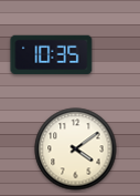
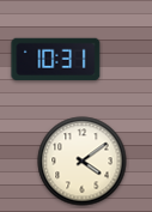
clock at (52, 54): 10:35 -> 10:31
